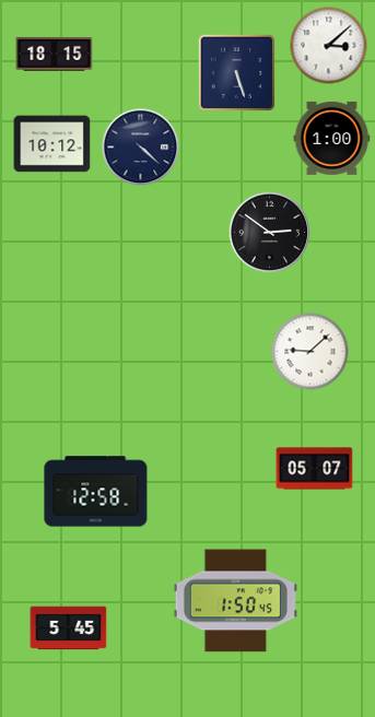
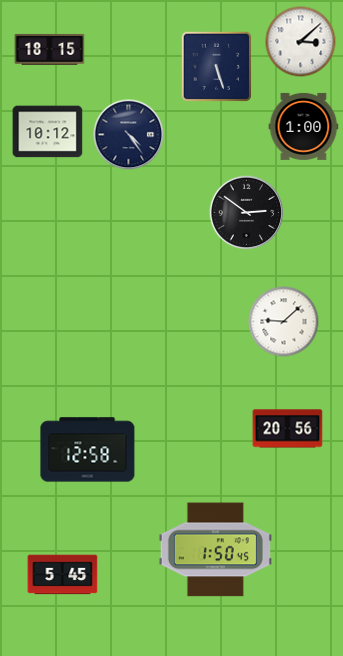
clock at (141, 148): 4:22 -> 4:24
clock at (315, 469): 05:07 -> 20:56
